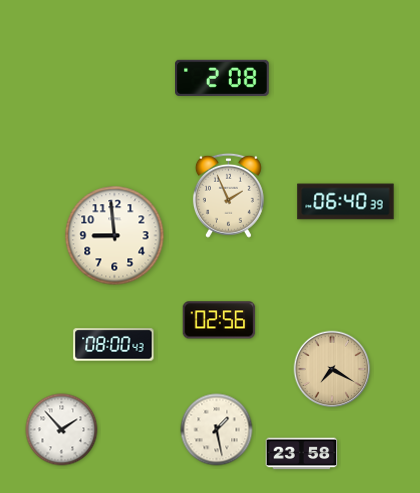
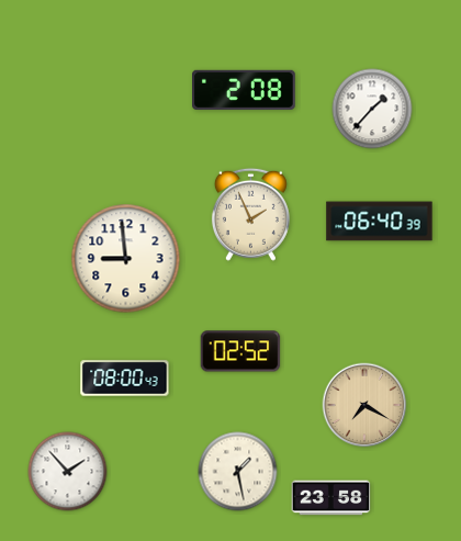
clock at (223, 78) position: (223, 78) -> (245, 90)
clock at (372, 109): none -> 1:37
clock at (219, 320): 02:56 -> 02:52
